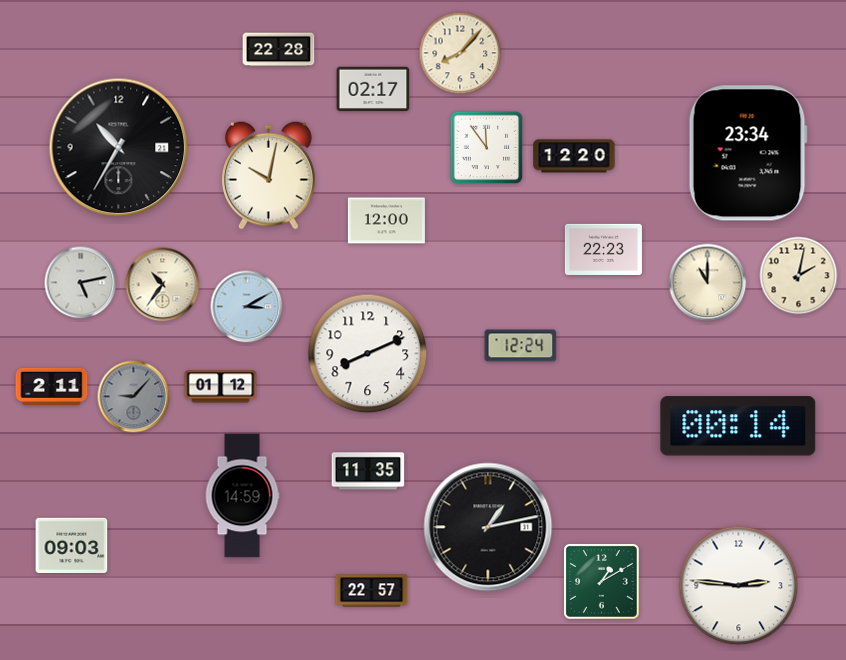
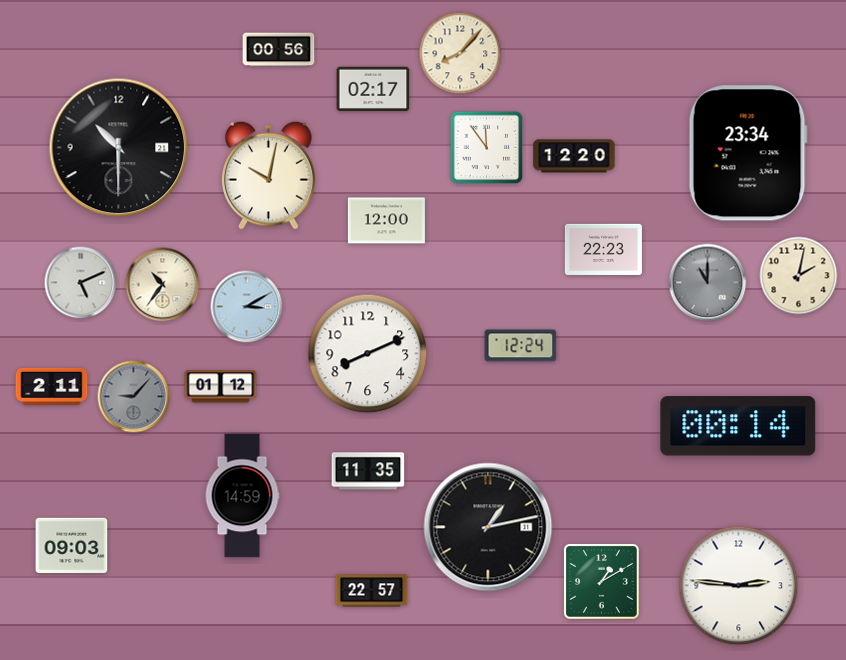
clock at (279, 50): 22:28 -> 00:56
clock at (119, 148): 10:35 -> 10:30
clock at (81, 283): 5:13 -> 5:11
clock at (708, 283) dial: cream -> grey
